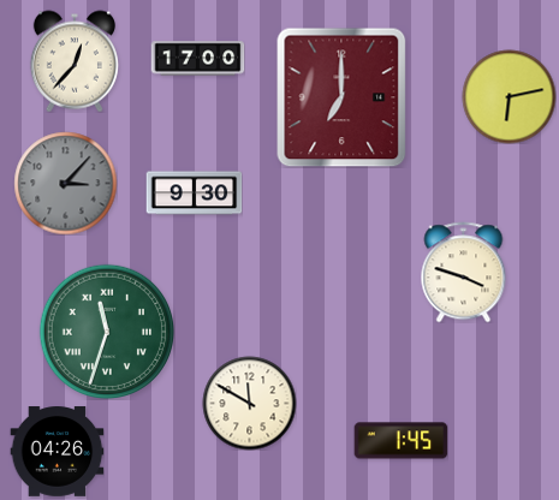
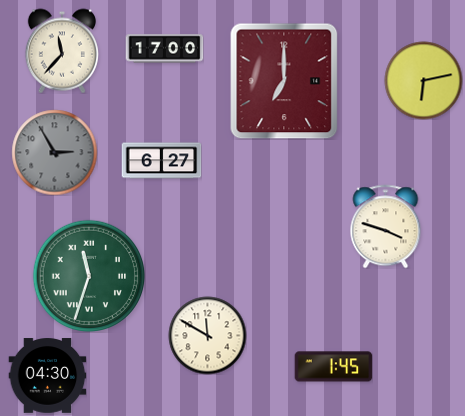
clock at (73, 61): 12:37 -> 11:37
clock at (65, 183): 3:07 -> 2:55
clock at (194, 194): 9:30 -> 6:27
clock at (57, 452): 04:26 -> 04:30
